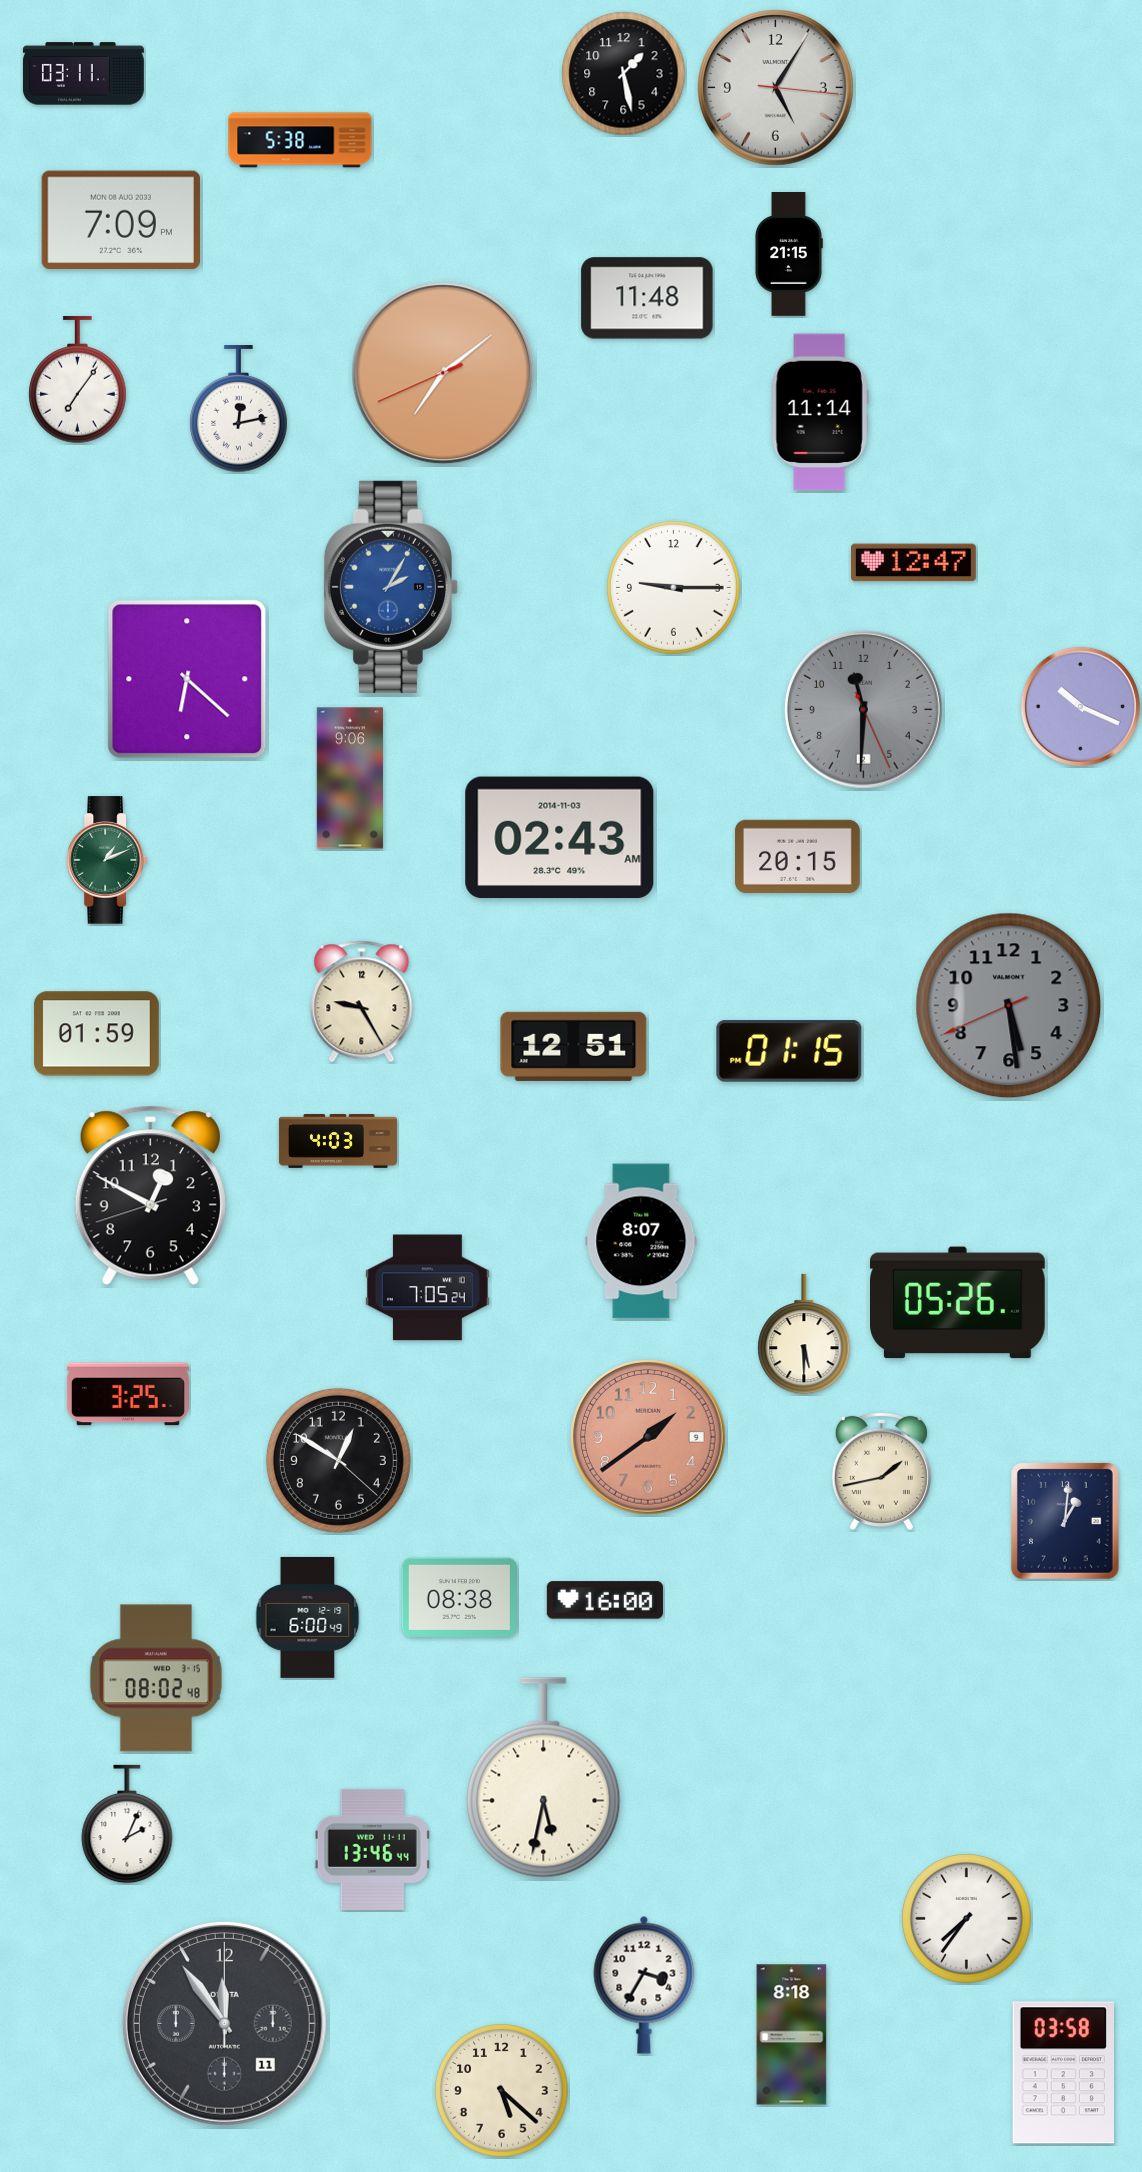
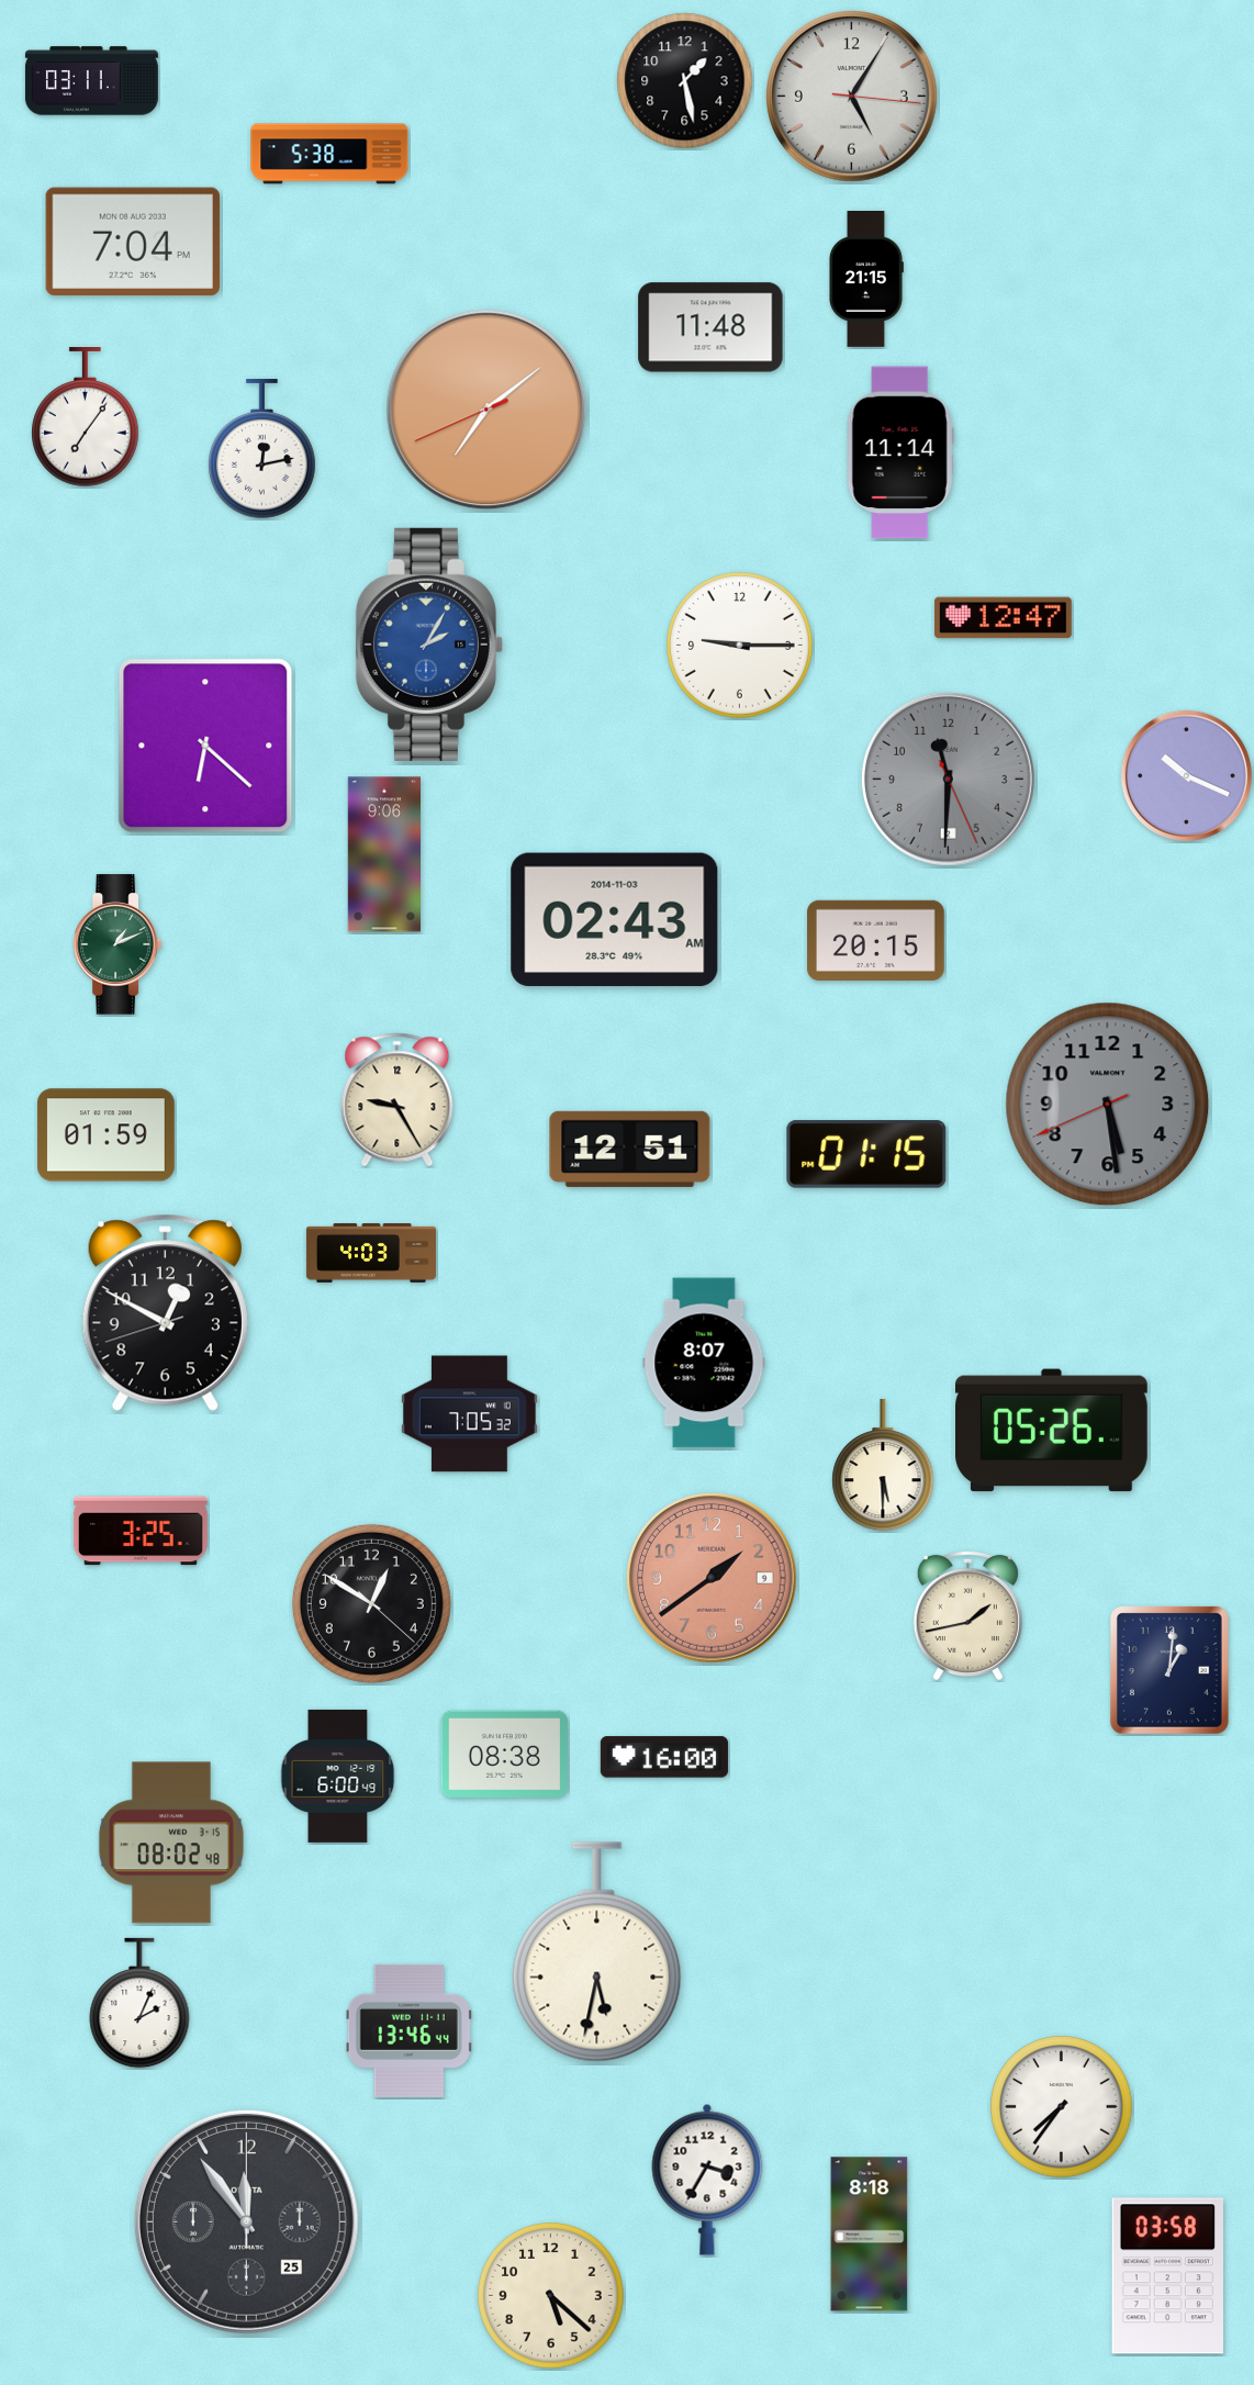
clock at (121, 220): 7:09 -> 7:04
clock at (427, 1288): 7:05:24 -> 7:05:32
clock at (224, 2023) date: 11 -> 25
